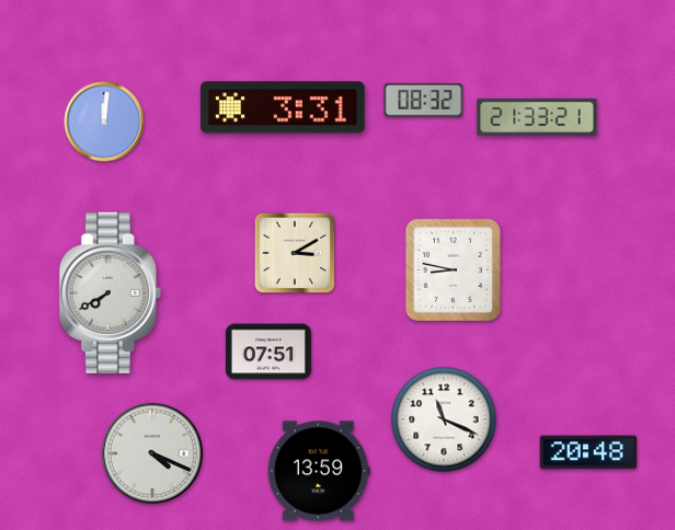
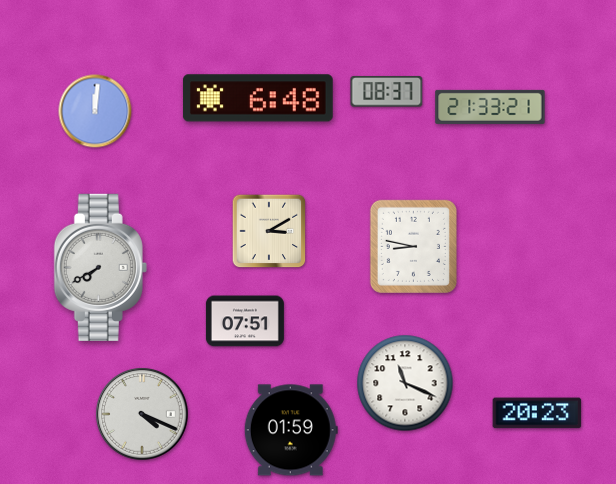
clock at (424, 101): 08:32 -> 08:37
clock at (283, 107): 3:31 -> 6:48
clock at (588, 452): 20:48 -> 20:23
clock at (152, 453) position: (152, 453) -> (142, 414)
clock at (319, 471): 13:59 -> 01:59
